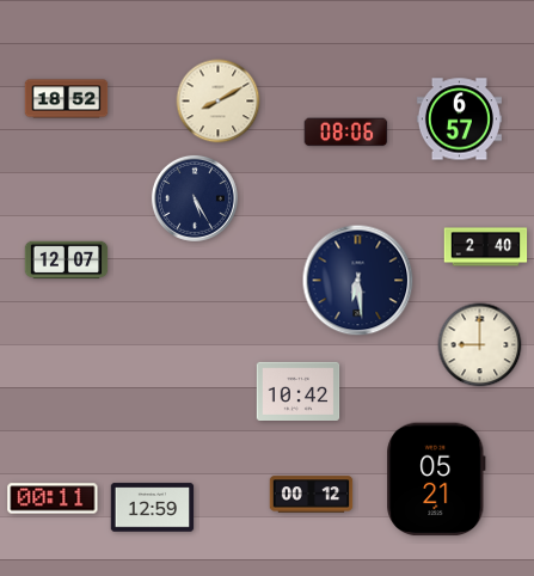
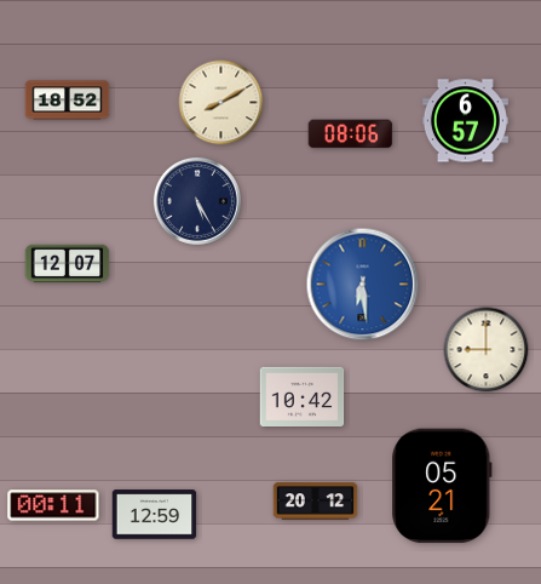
clock at (486, 247): 2:40 -> none
clock at (358, 281) dial: navy -> blue
clock at (312, 495): 00:12 -> 20:12
